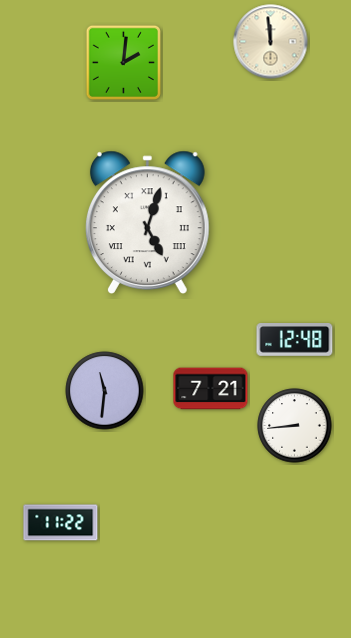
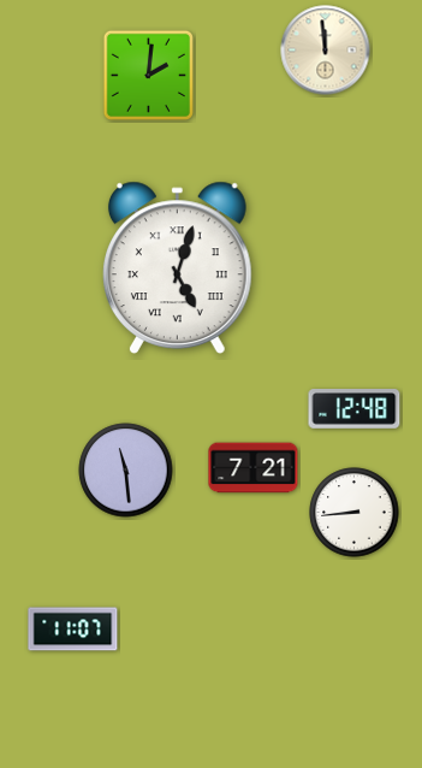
clock at (105, 391): 11:31 -> 11:29
clock at (61, 523): 11:22 -> 11:07
